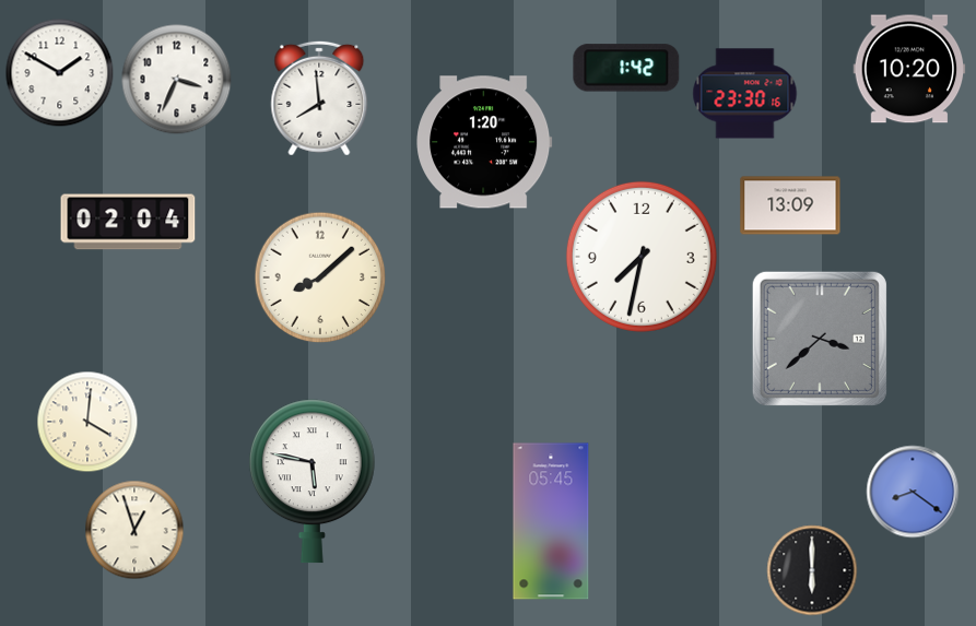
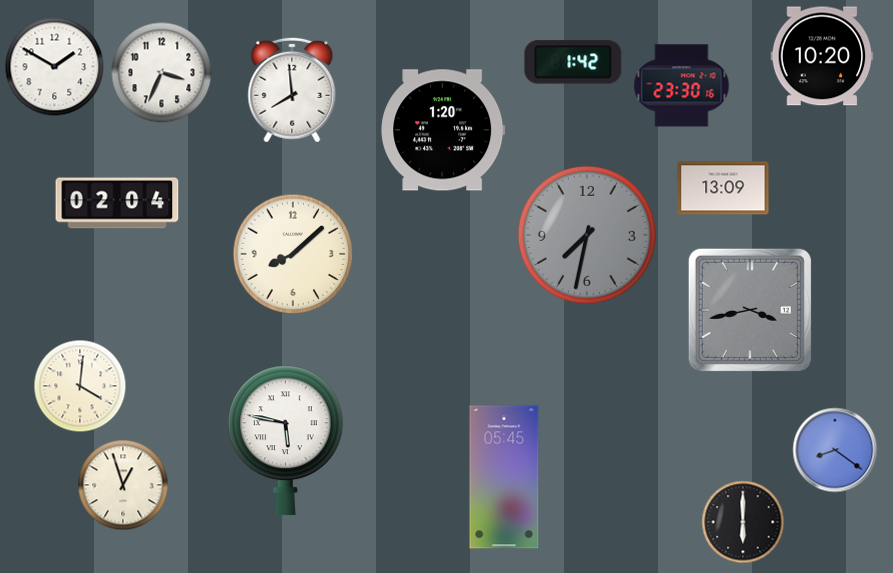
clock at (909, 69) position: (909, 69) -> (822, 56)
clock at (642, 257) dial: white -> grey
clock at (820, 339): 3:38 -> 3:43
